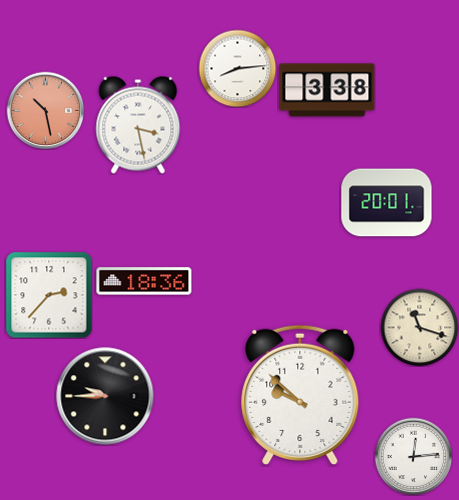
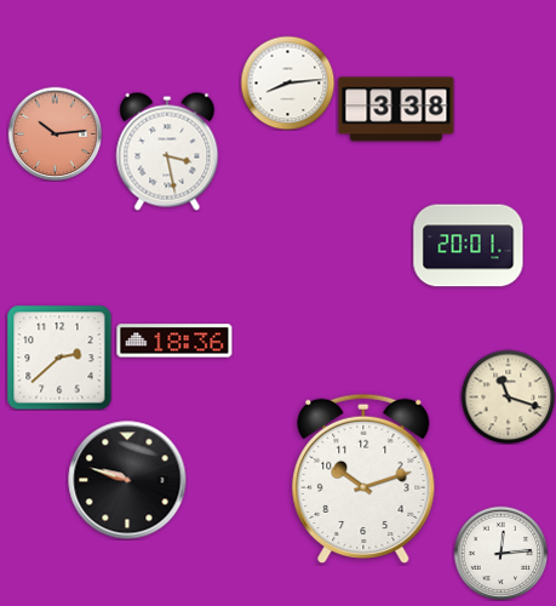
clock at (45, 110): 10:28 -> 10:14
clock at (49, 295): 2:37 -> 2:38
clock at (300, 395): 9:52 -> 10:12
clock at (105, 396): 9:45 -> 9:48
